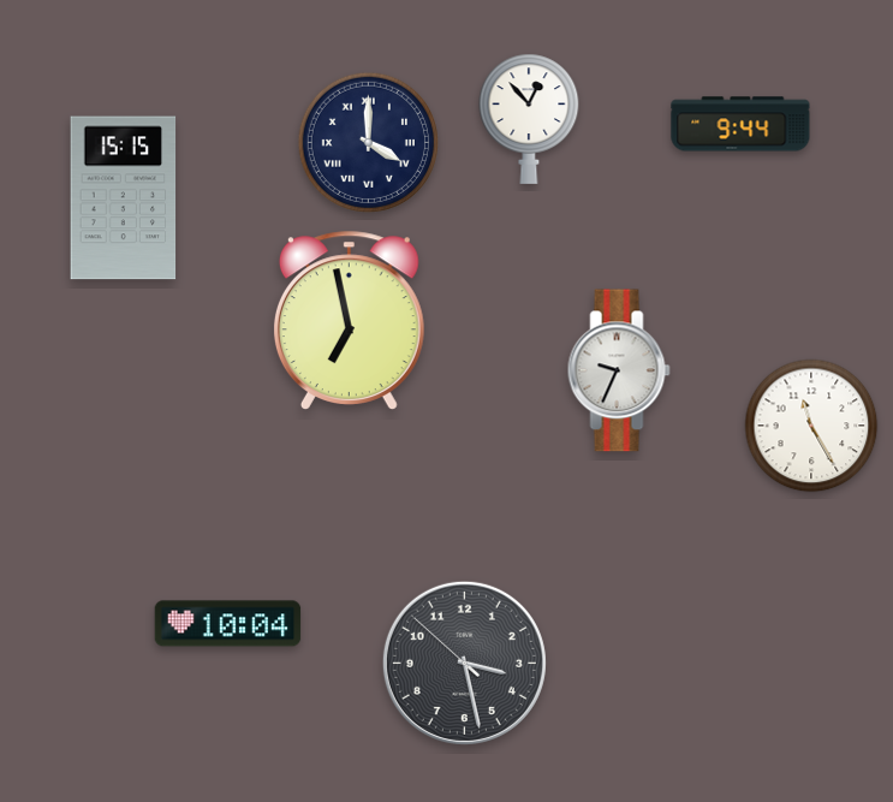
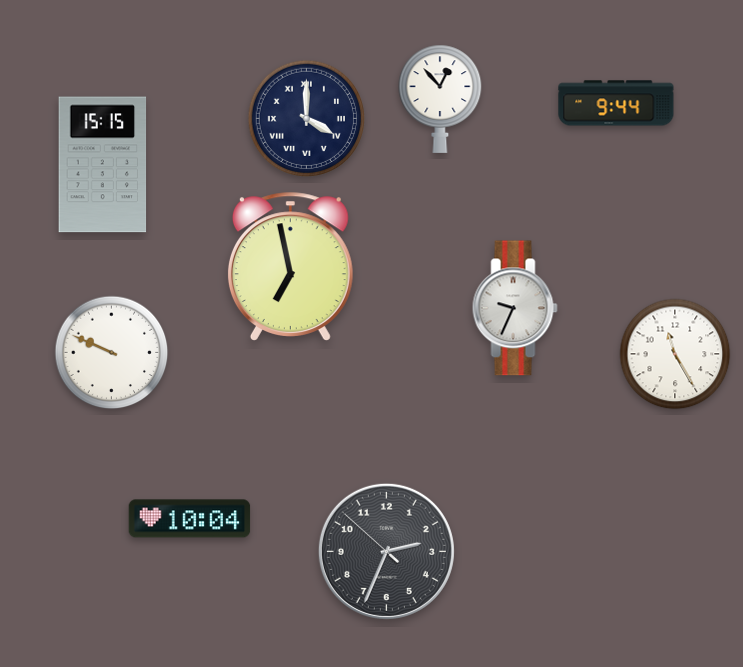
clock at (112, 353): none -> 9:49
clock at (464, 663): 3:27 -> 2:33
